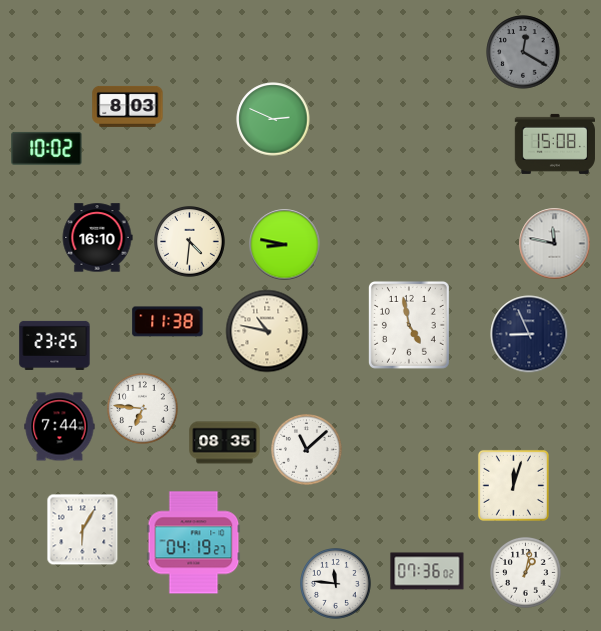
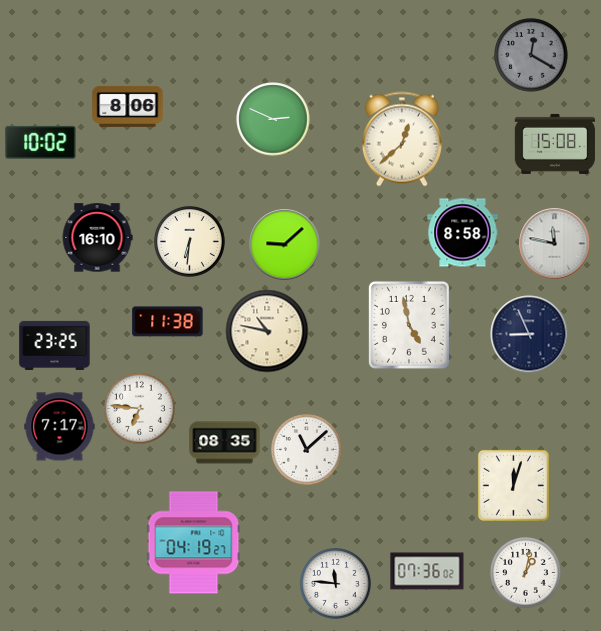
clock at (523, 52) position: (523, 52) -> (531, 55)
clock at (128, 106): 8:03 -> 8:06
clock at (402, 139): none -> 12:38
clock at (47, 148) position: (47, 148) -> (41, 142)
clock at (463, 233): none -> 8:58
clock at (190, 242): 4:31 -> 6:31
clock at (285, 245): 8:47 -> 9:08
clock at (143, 409) position: (143, 409) -> (140, 409)
clock at (60, 427): 7:44 -> 7:17
clock at (83, 530): 6:05 -> none
